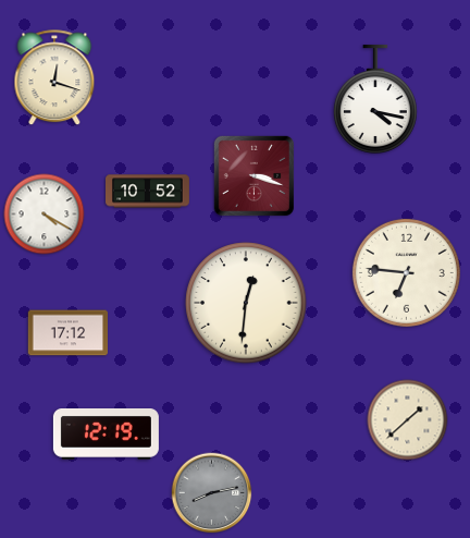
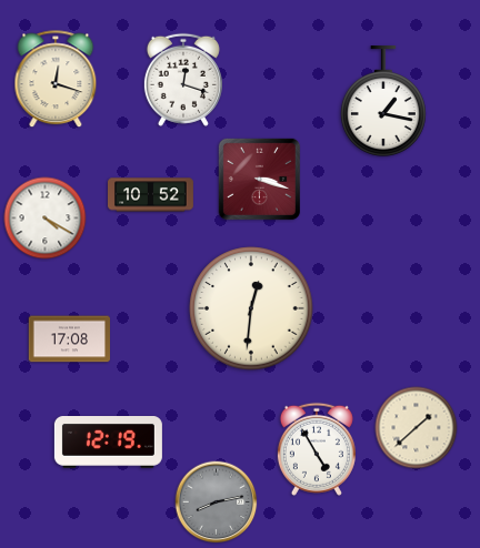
clock at (183, 80): none -> 12:18
clock at (375, 99): 4:17 -> 1:17
clock at (406, 272): 6:46 -> none
clock at (69, 333): 17:12 -> 17:08
clock at (317, 449): none -> 4:55
